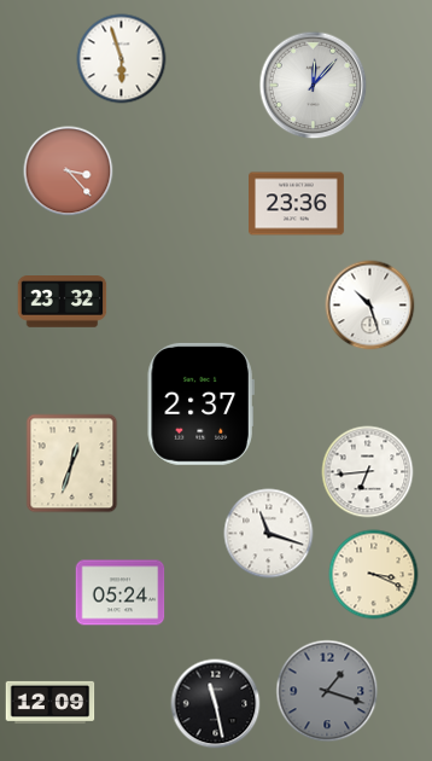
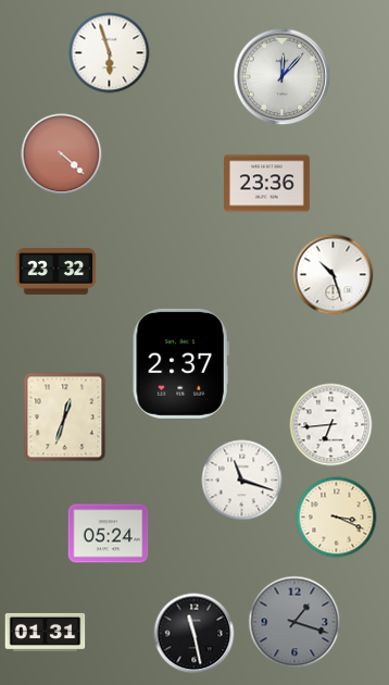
clock at (69, 172): 3:23 -> 4:22
clock at (51, 702): 12:09 -> 01:31
